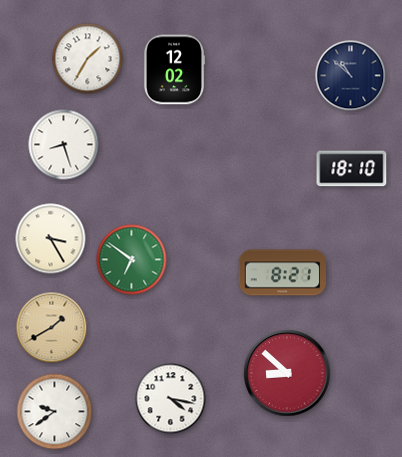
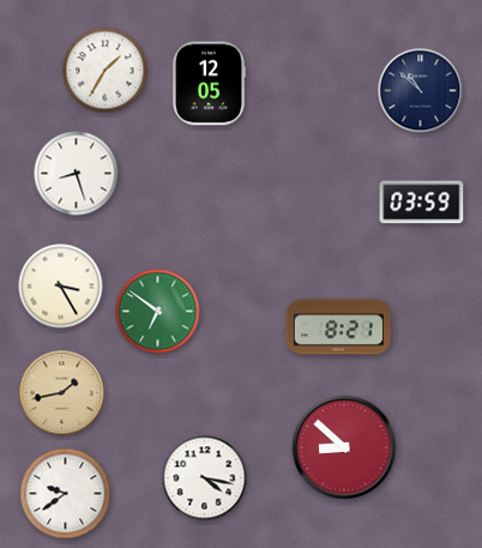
clock at (174, 70): 12:02 -> 12:05
clock at (352, 169): 18:10 -> 03:59
clock at (52, 328): 1:40 -> 1:43
